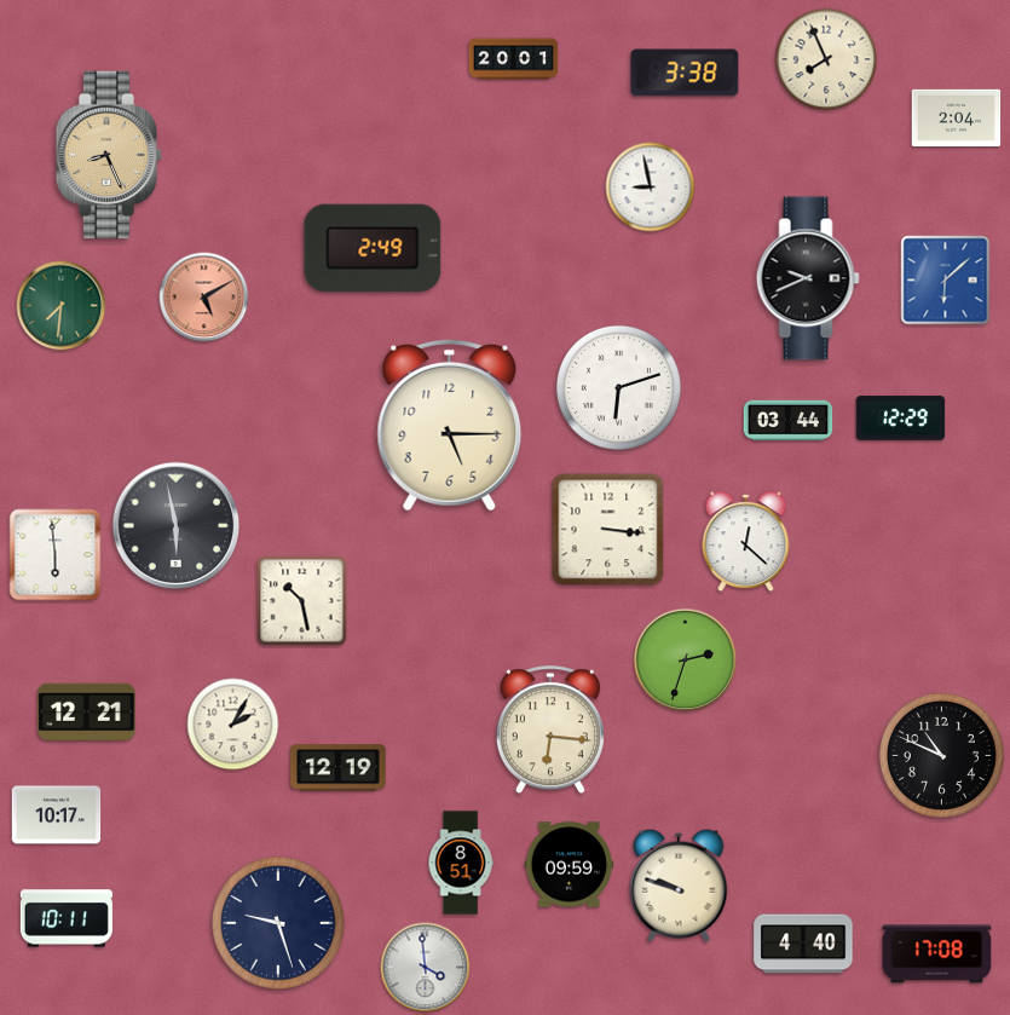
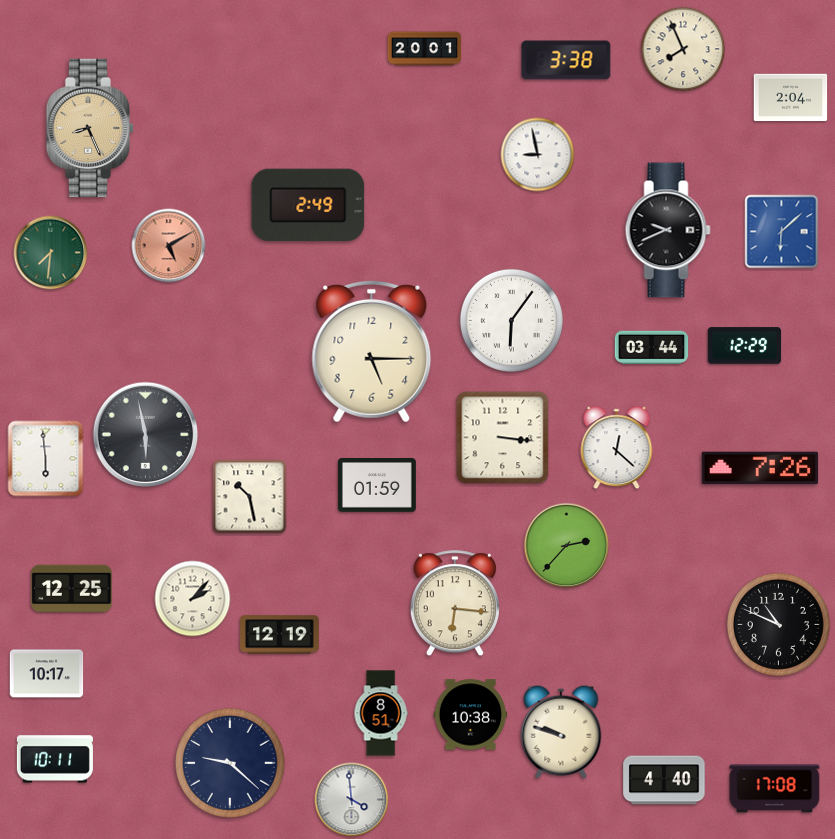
clock at (618, 387): 6:12 -> 6:06
clock at (760, 468): none -> 7:26
clock at (377, 486): none -> 01:59
clock at (686, 661): 2:33 -> 2:37
clock at (87, 713): 12:21 -> 12:25
clock at (233, 725): 2:05 -> 2:07
clock at (570, 865): 09:59 -> 10:38
clock at (278, 923): 9:27 -> 9:22
